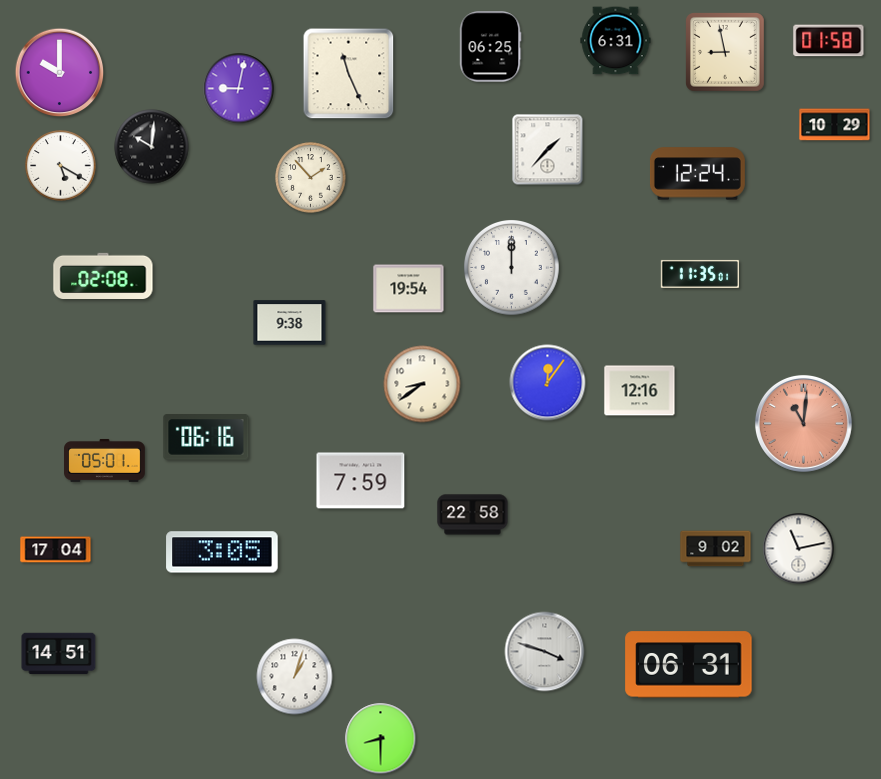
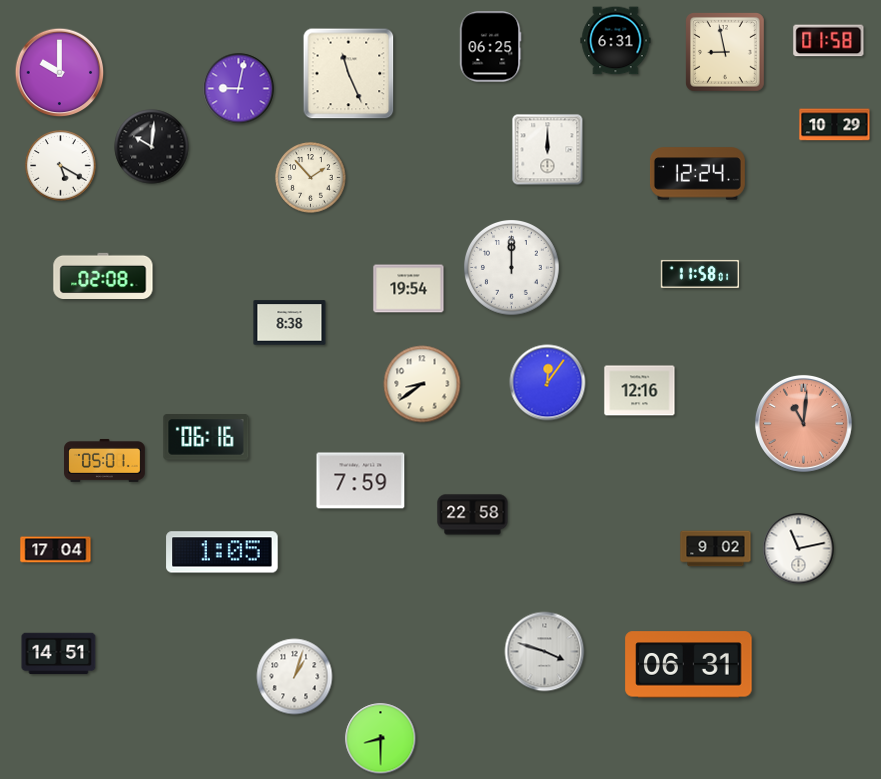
clock at (548, 150): 1:37 -> 12:00
clock at (700, 274): 11:35 -> 11:58
clock at (290, 323): 9:38 -> 8:38
clock at (222, 552): 3:05 -> 1:05
